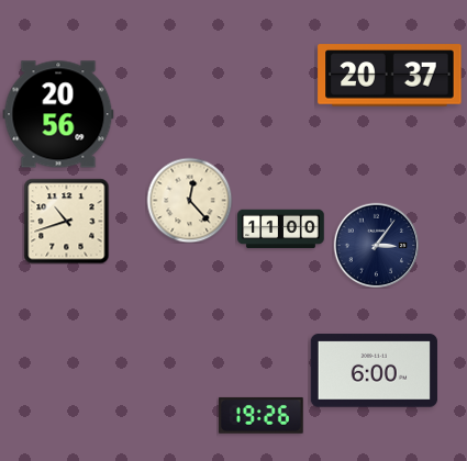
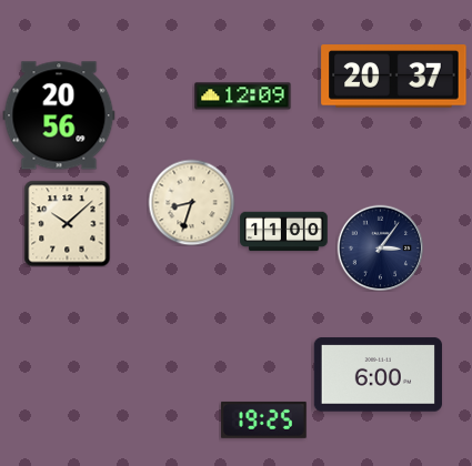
clock at (243, 97): none -> 12:09
clock at (189, 200): 12:23 -> 8:33
clock at (66, 221): 10:42 -> 10:08
clock at (260, 415): 19:26 -> 19:25
